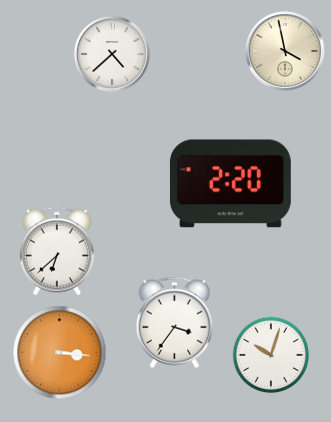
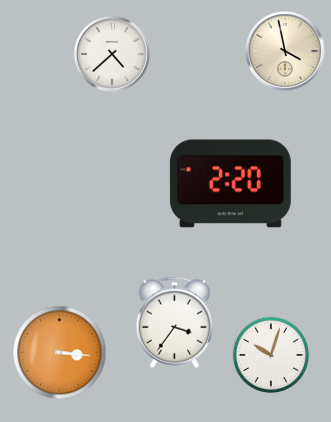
clock at (57, 251): 6:38 -> none
